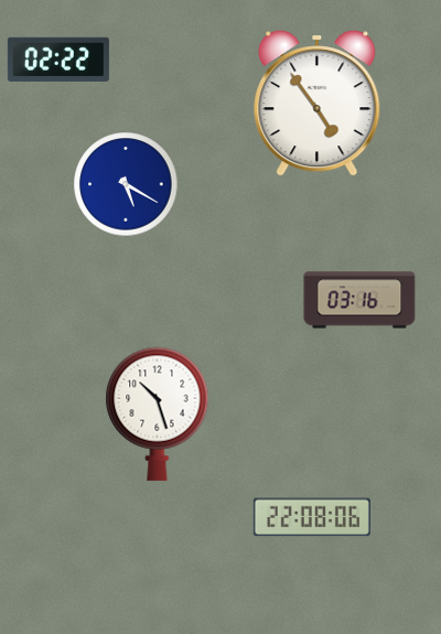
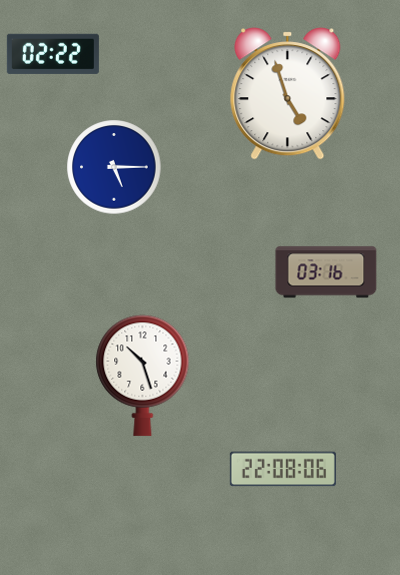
clock at (318, 104): 4:54 -> 4:57
clock at (126, 184): 5:20 -> 5:15
